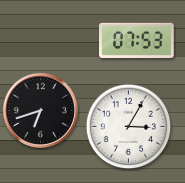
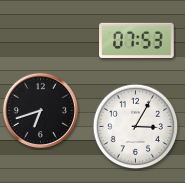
clock at (129, 127) position: (129, 127) -> (136, 127)
